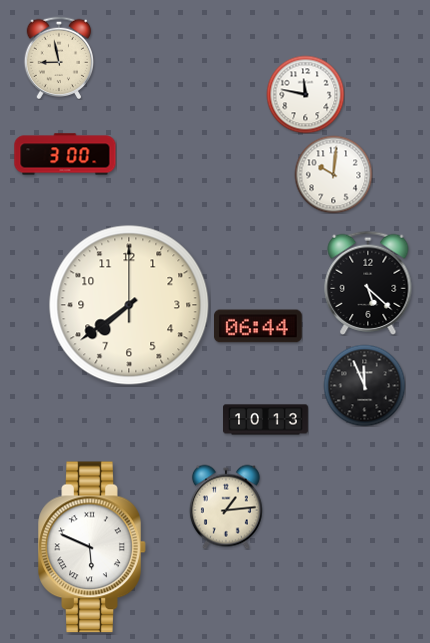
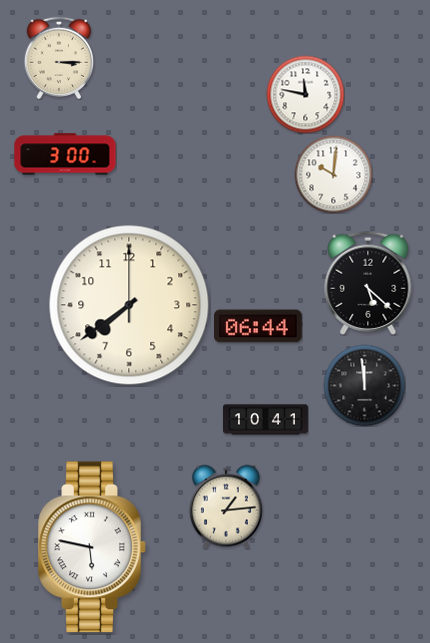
clock at (59, 58): 8:58 -> 3:15
clock at (364, 385): 11:56 -> 11:59
clock at (266, 420): 10:13 -> 10:41
clock at (92, 547): 5:49 -> 5:47
